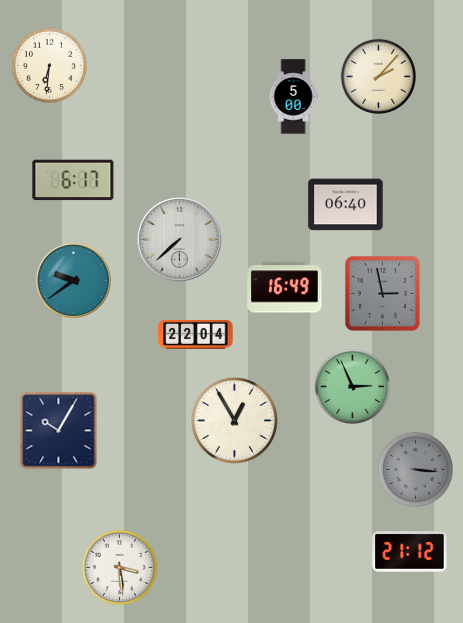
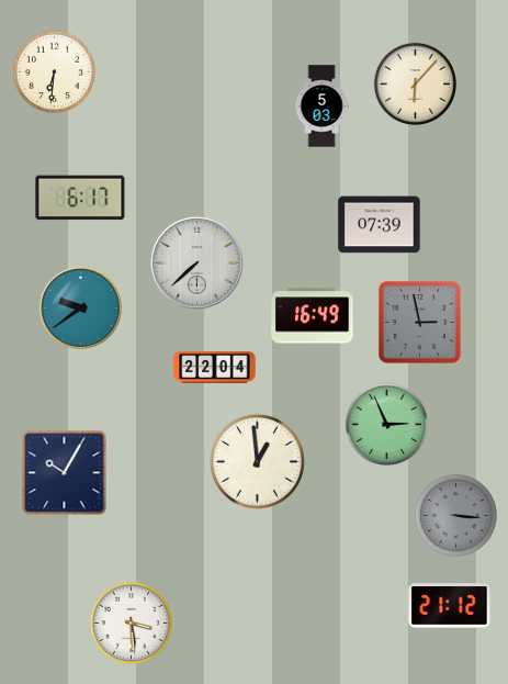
clock at (378, 76): 2:07 -> 6:07
clock at (293, 97): 5:00 -> 5:03
clock at (346, 205): 06:40 -> 07:39
clock at (234, 420): 12:55 -> 12:59
